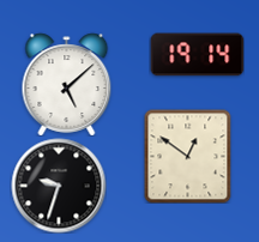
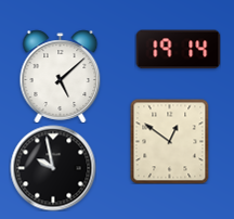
clock at (59, 186): 9:33 -> 9:58
